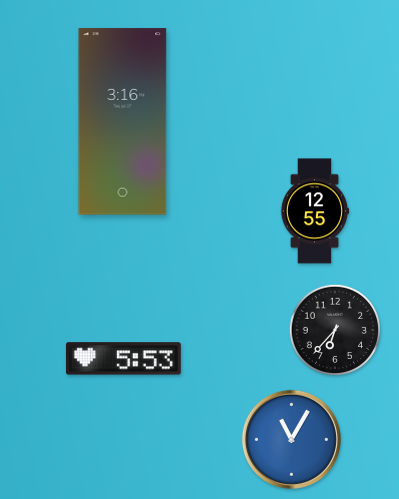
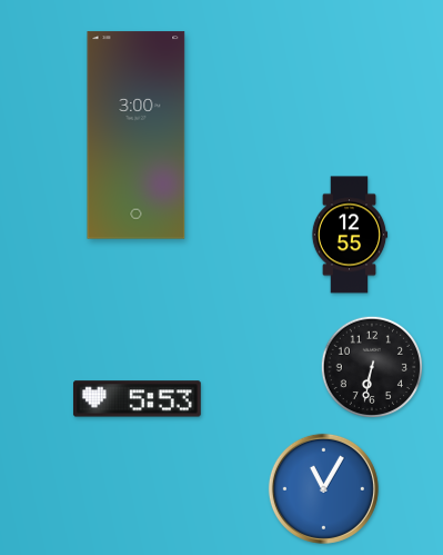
clock at (123, 122): 3:16 -> 3:00
clock at (335, 330): 6:37 -> 6:32
